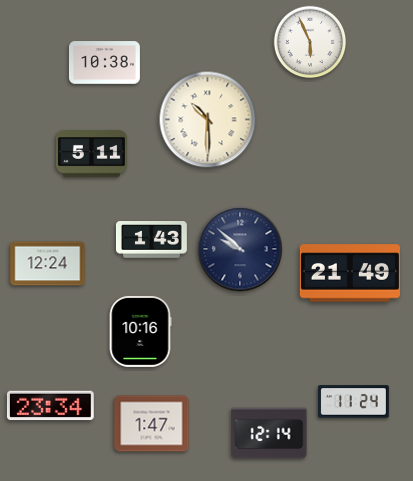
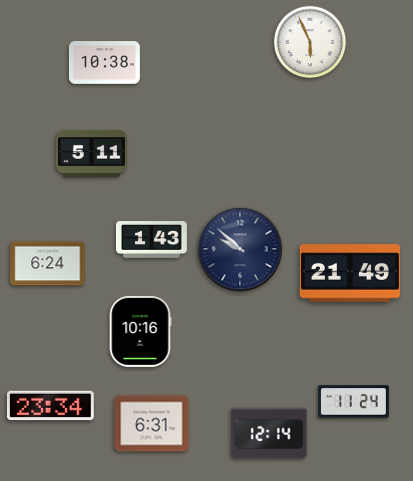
clock at (208, 120): 10:30 -> none
clock at (48, 264): 12:24 -> 6:24
clock at (152, 424): 1:47 -> 6:31
